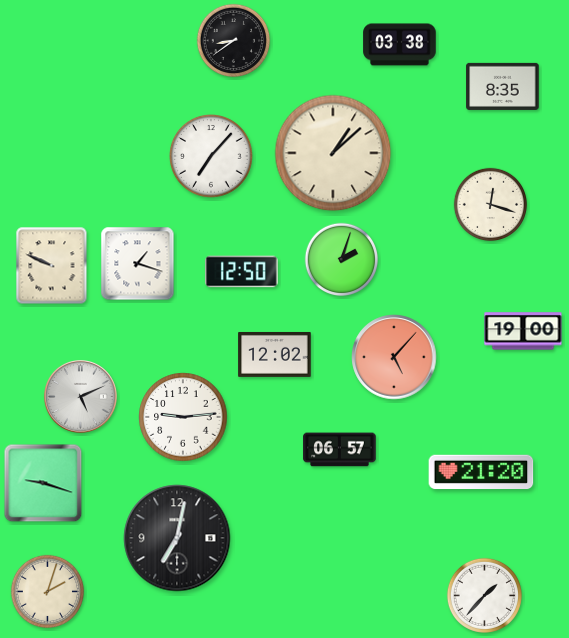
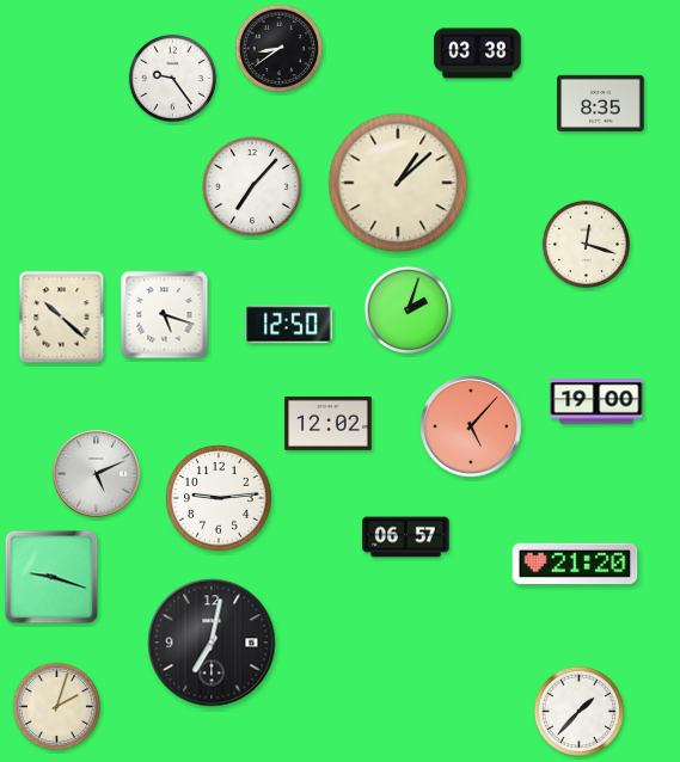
clock at (173, 79): none -> 9:24
clock at (138, 264): 1:18 -> 5:18
clock at (52, 266): 9:49 -> 10:22
clock at (523, 331) position: (523, 331) -> (596, 401)
